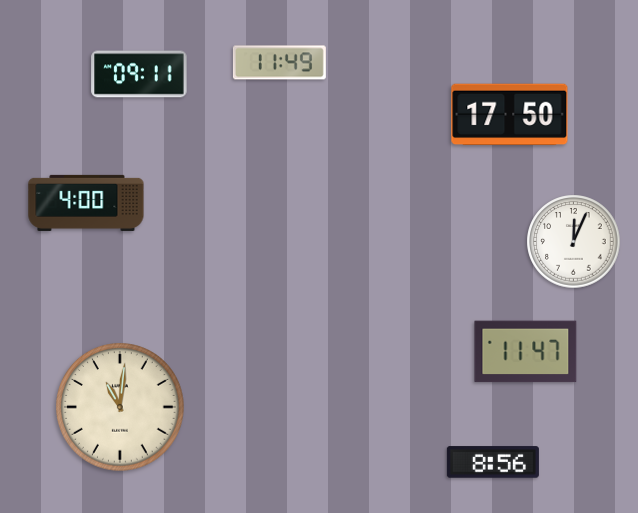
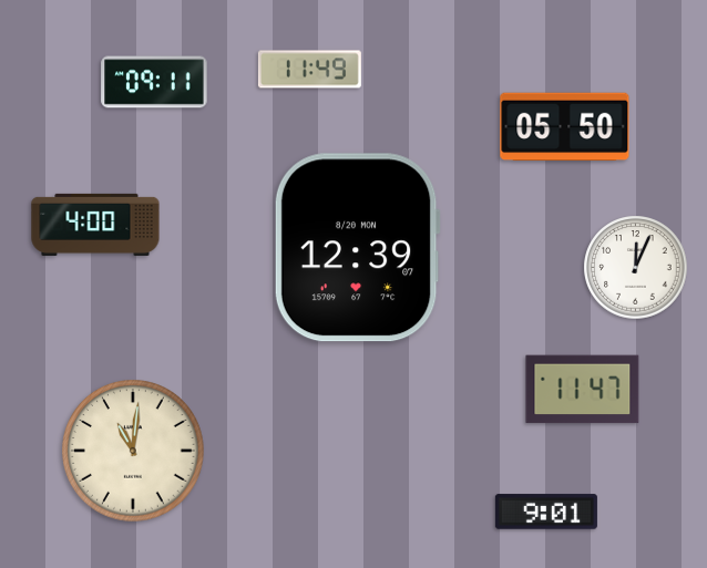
clock at (510, 115): 17:50 -> 05:50
clock at (357, 248): none -> 12:39
clock at (493, 462): 8:56 -> 9:01
